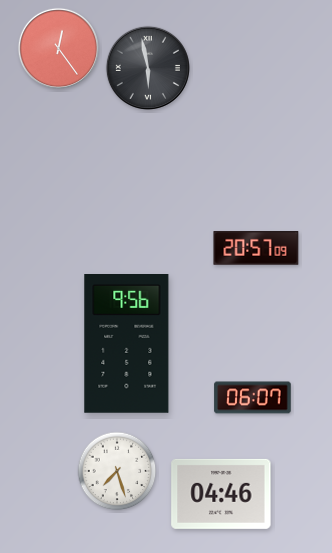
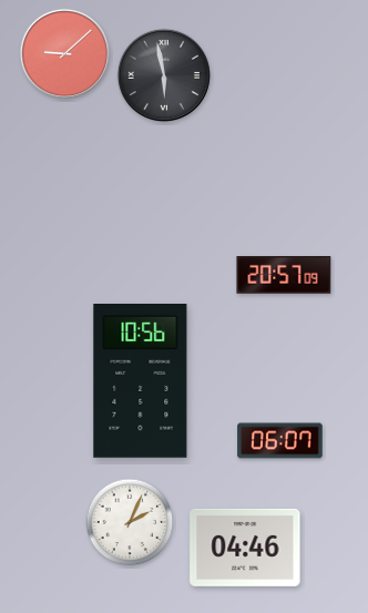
clock at (58, 48): 12:24 -> 9:08
clock at (127, 344): 9:56 -> 10:56
clock at (117, 471): 7:27 -> 2:04
